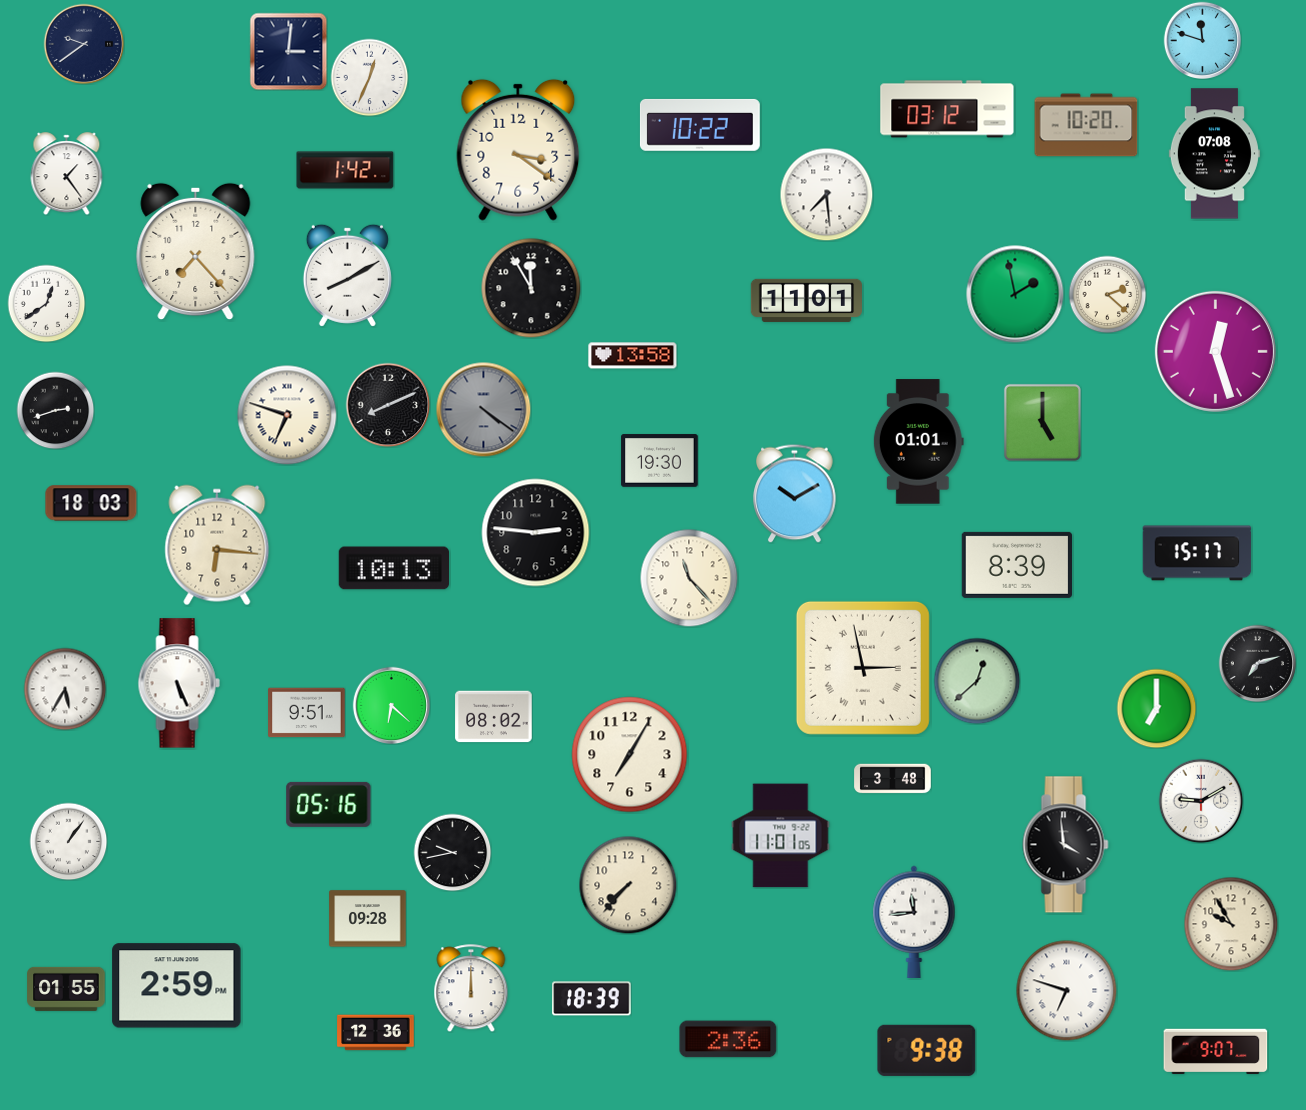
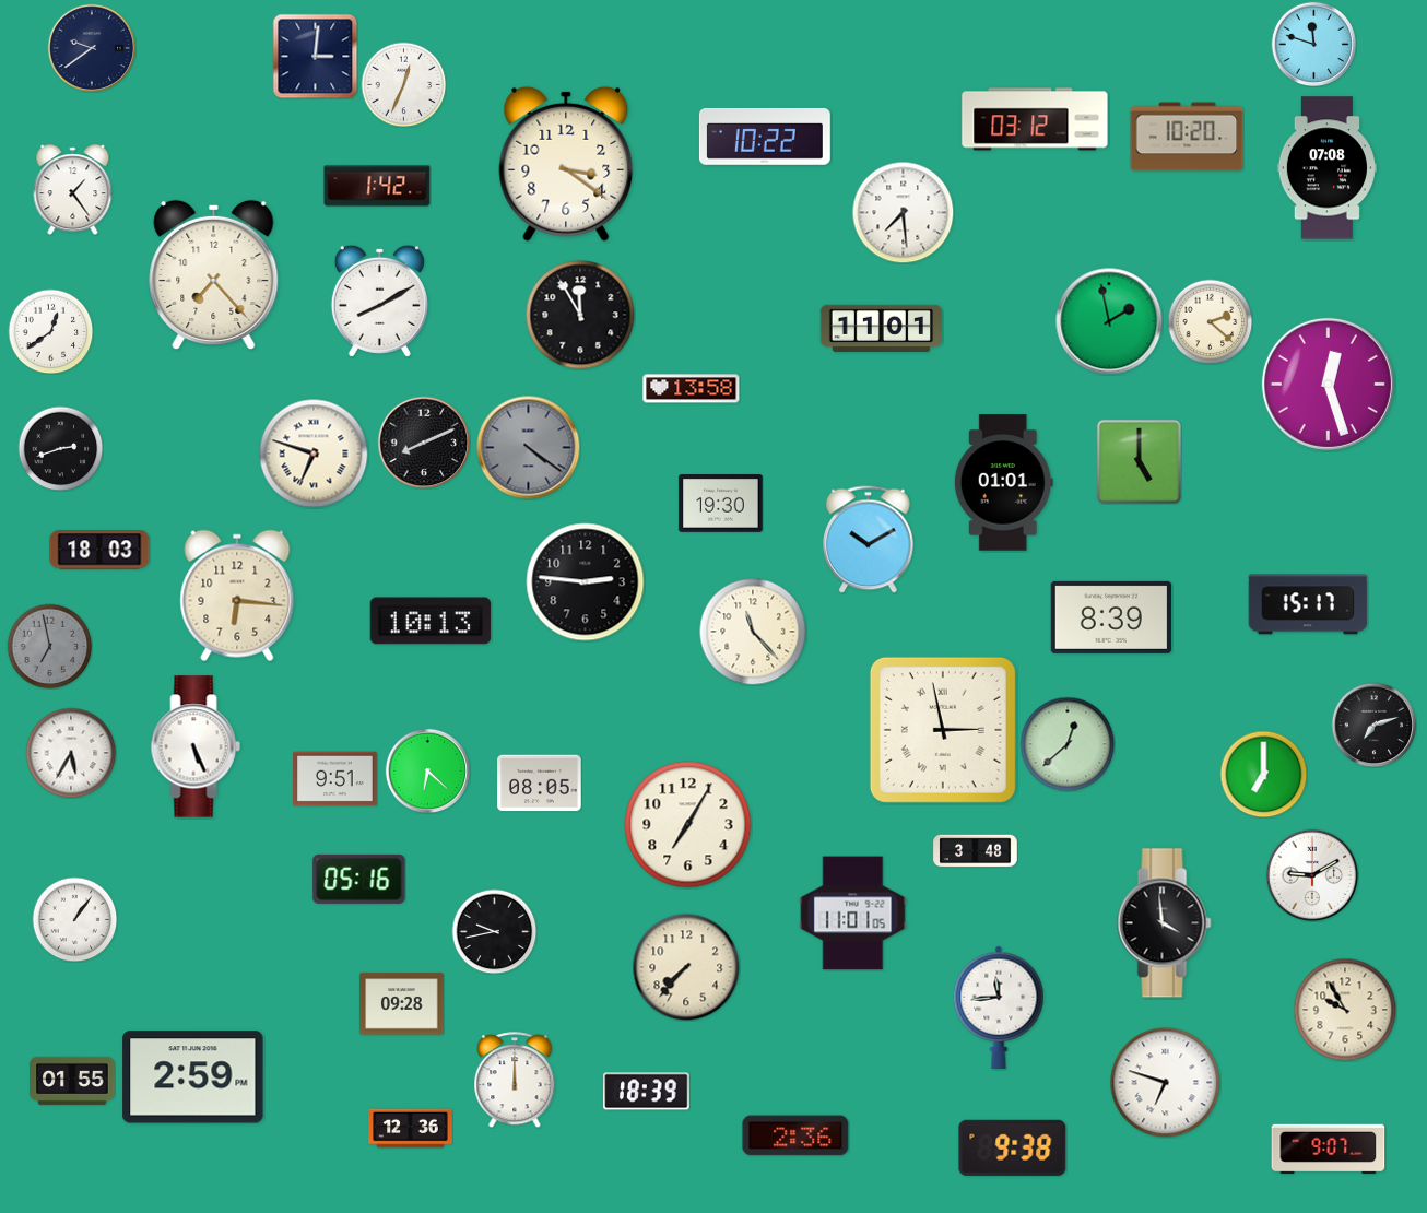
clock at (49, 646): none -> 6:58
clock at (494, 717): 08:02 -> 08:05
